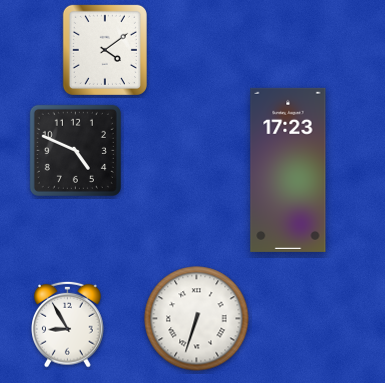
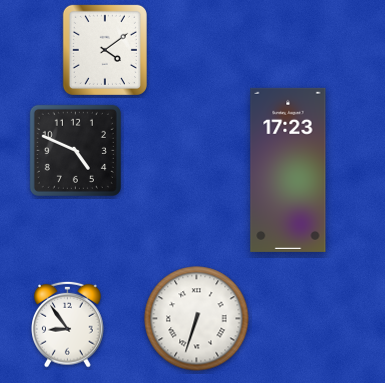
clock at (68, 324): 8:55 -> 8:54
